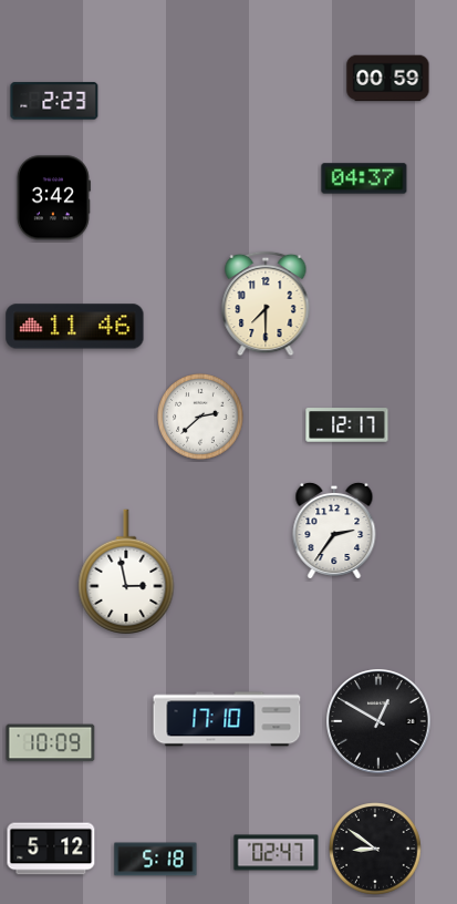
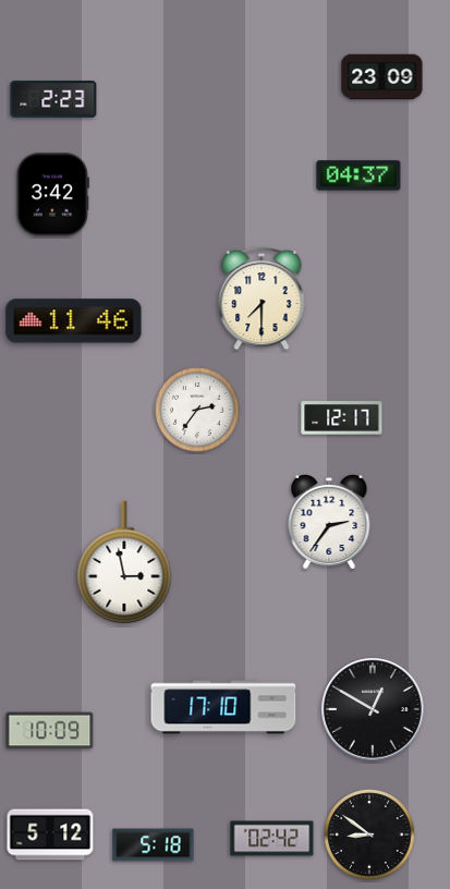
clock at (388, 79): 00:59 -> 23:09
clock at (201, 418): 2:38 -> 2:36
clock at (277, 853): 02:47 -> 02:42
